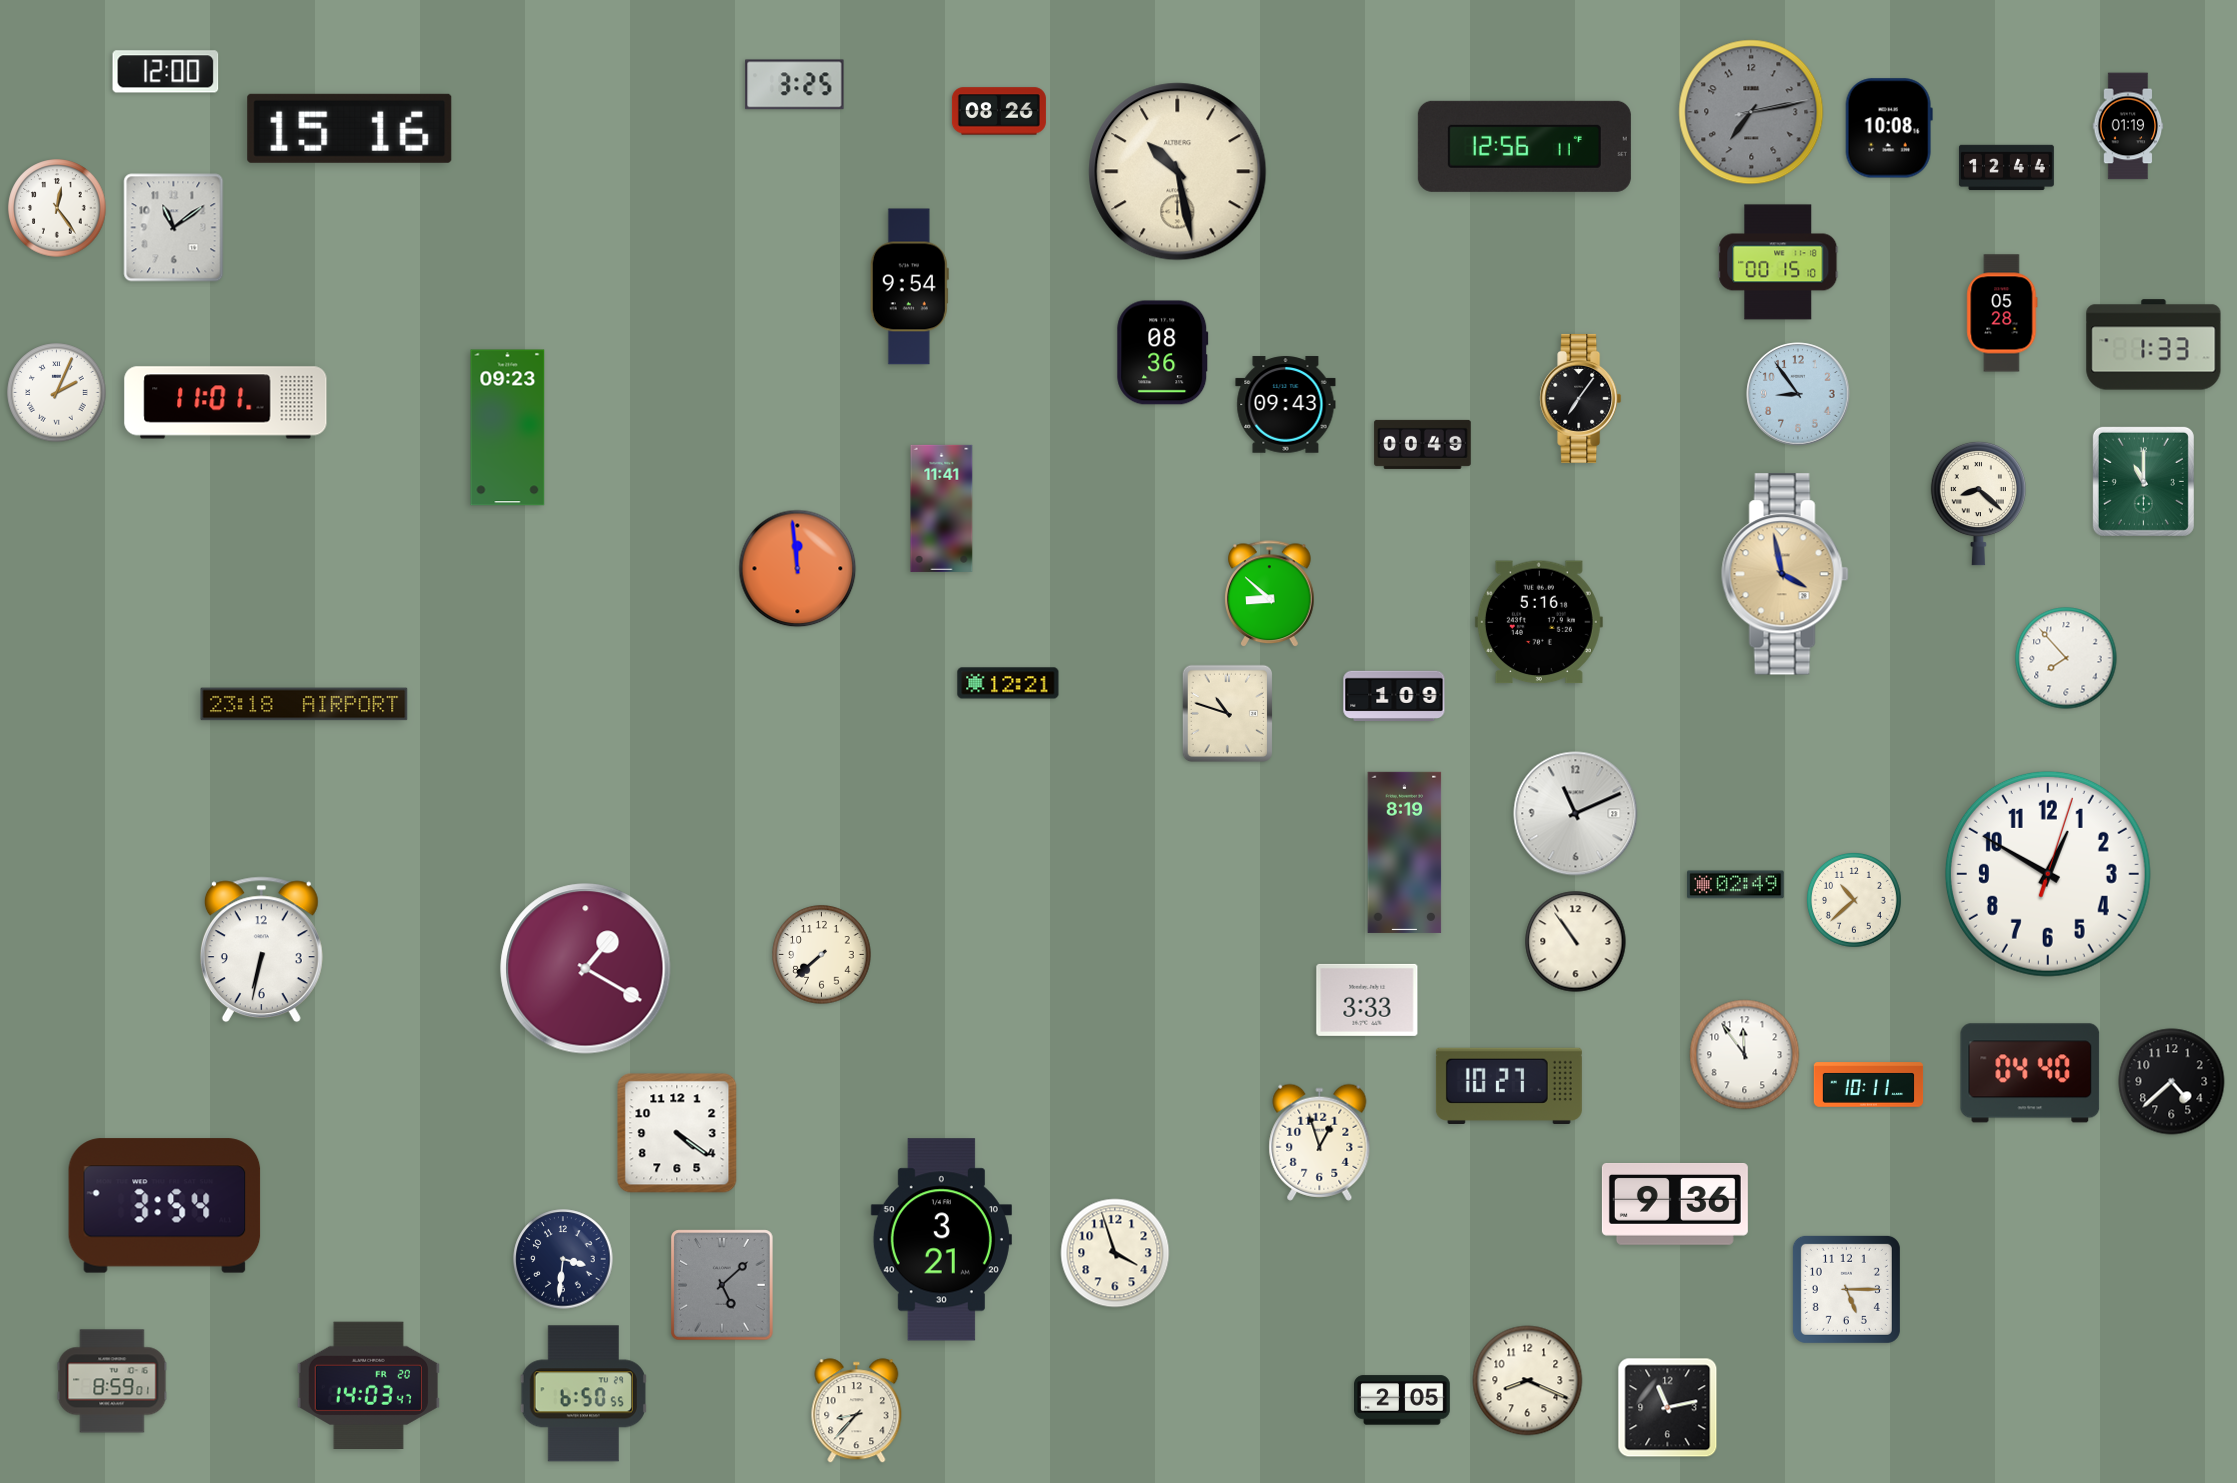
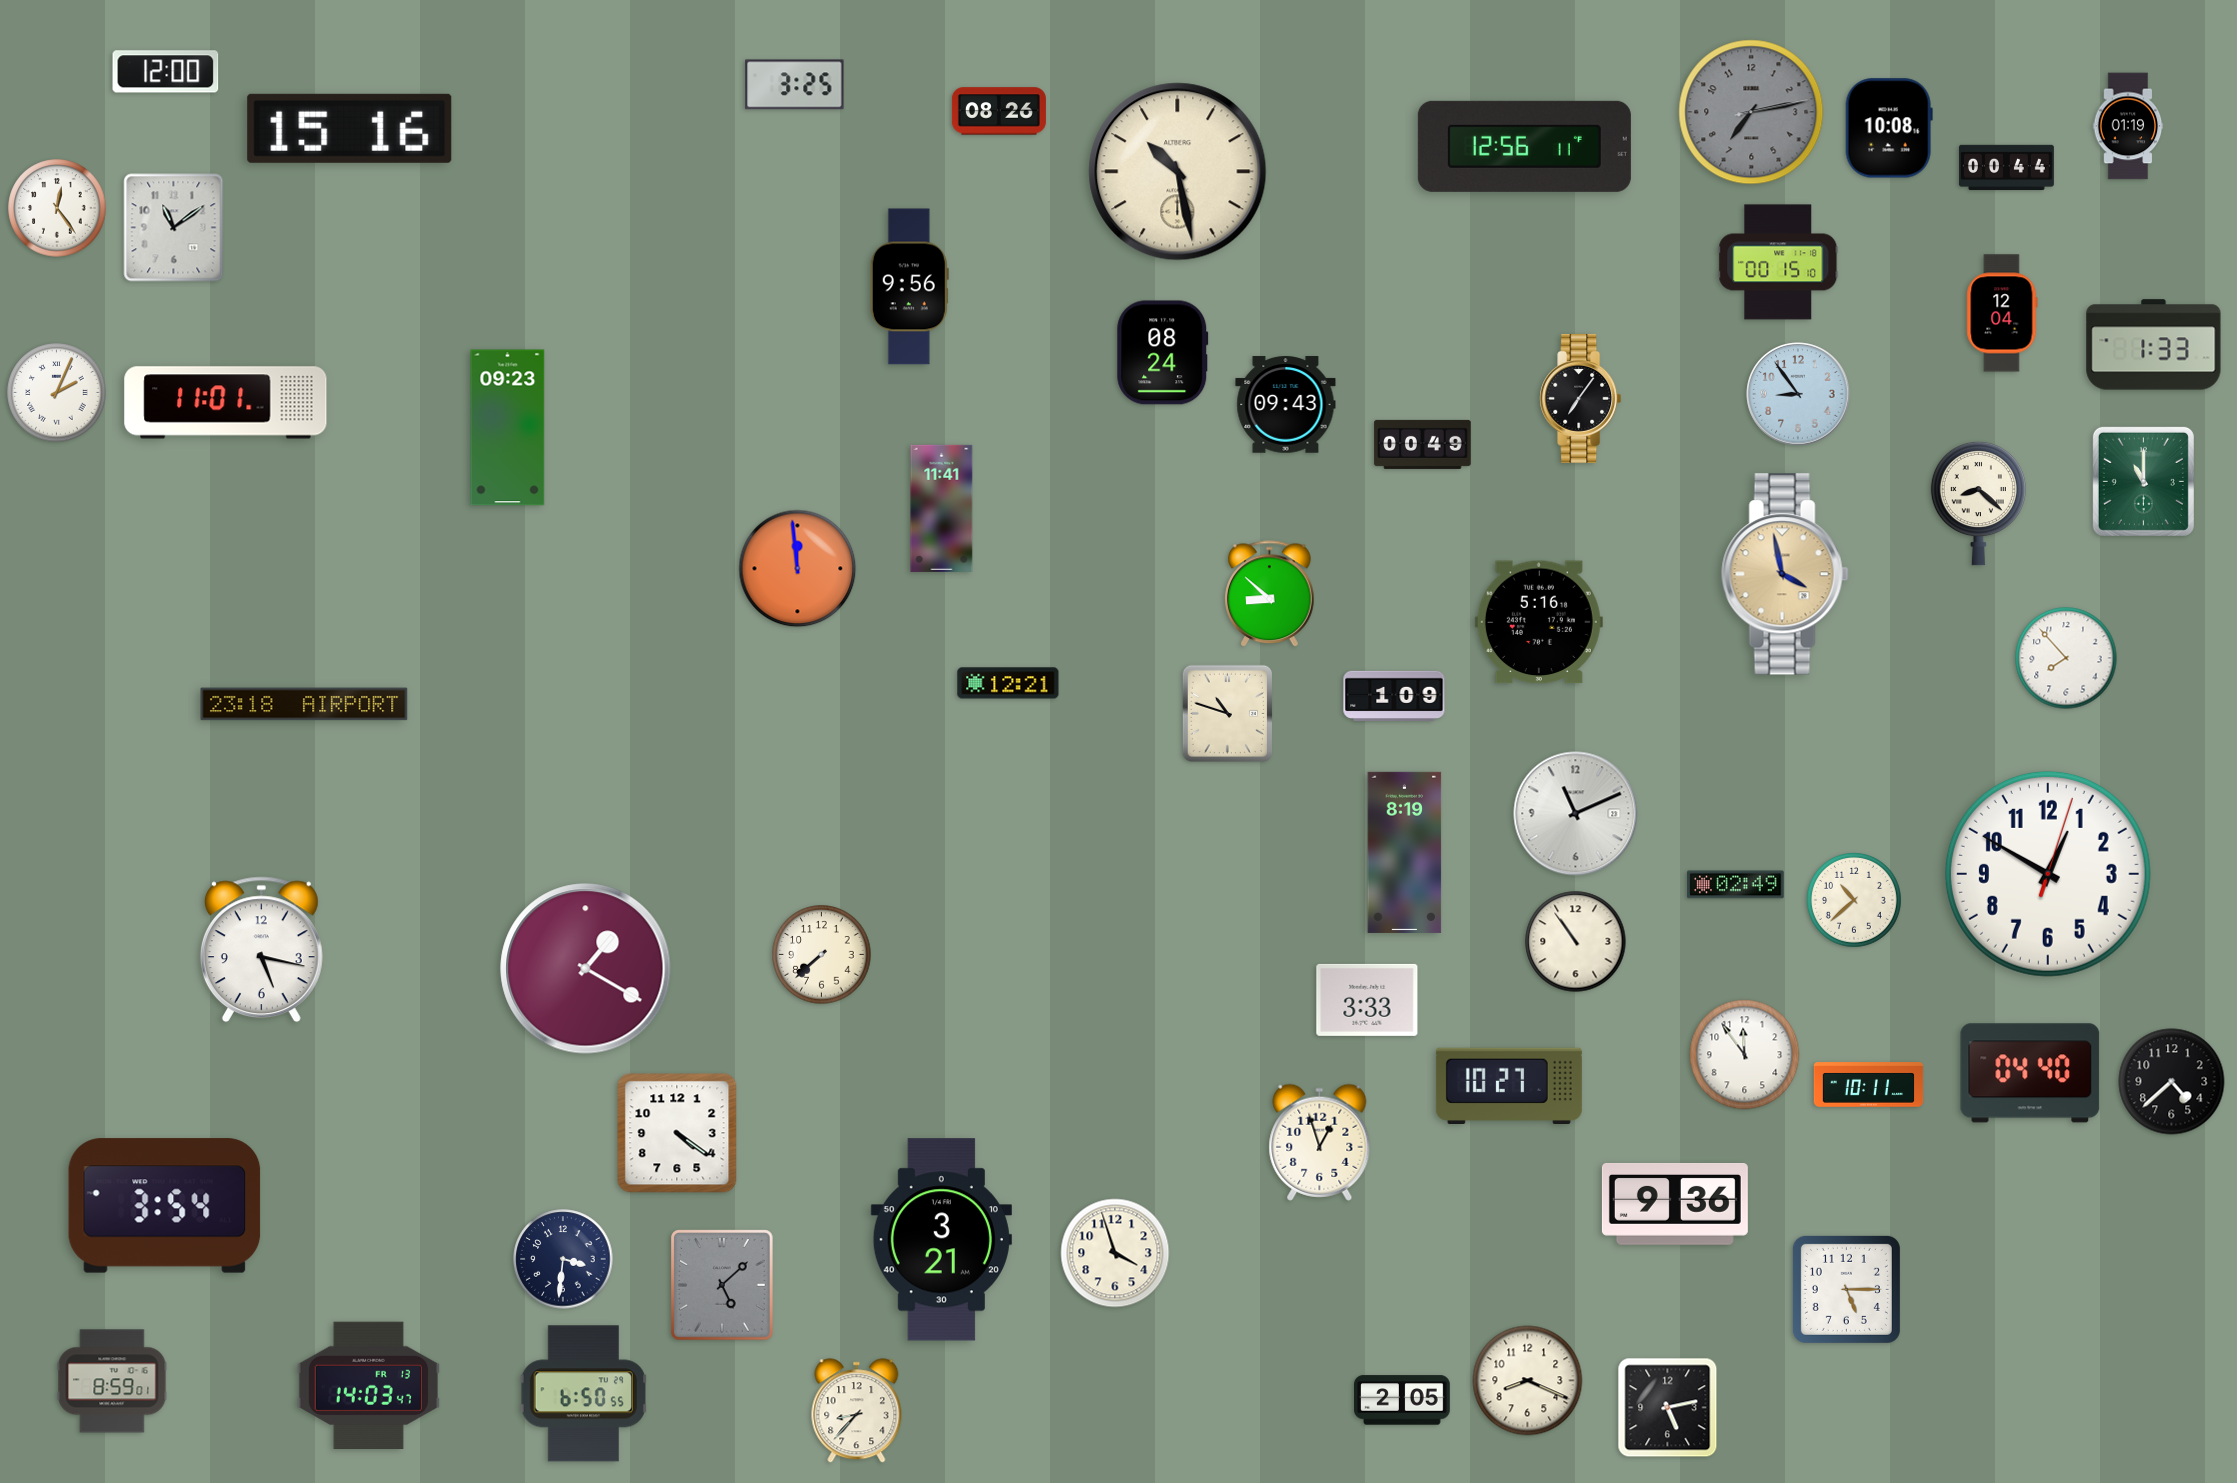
clock at (2006, 168): 12:44 -> 00:44
clock at (909, 287): 9:54 -> 9:56
clock at (2002, 313): 05:28 -> 12:04
clock at (1163, 353): 08:36 -> 08:24
clock at (261, 950): 6:32 -> 5:17
clock at (368, 1385) date: FR 20 -> FR 13
clock at (1668, 1408): 11:13 -> 5:13
